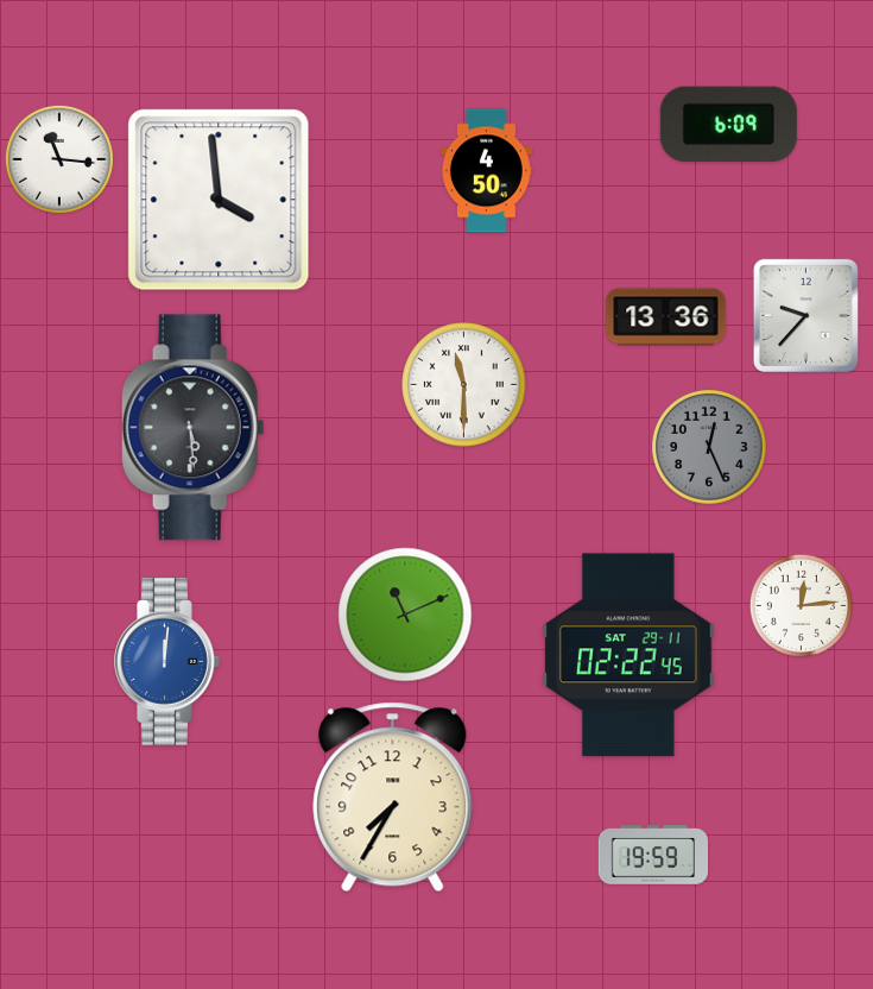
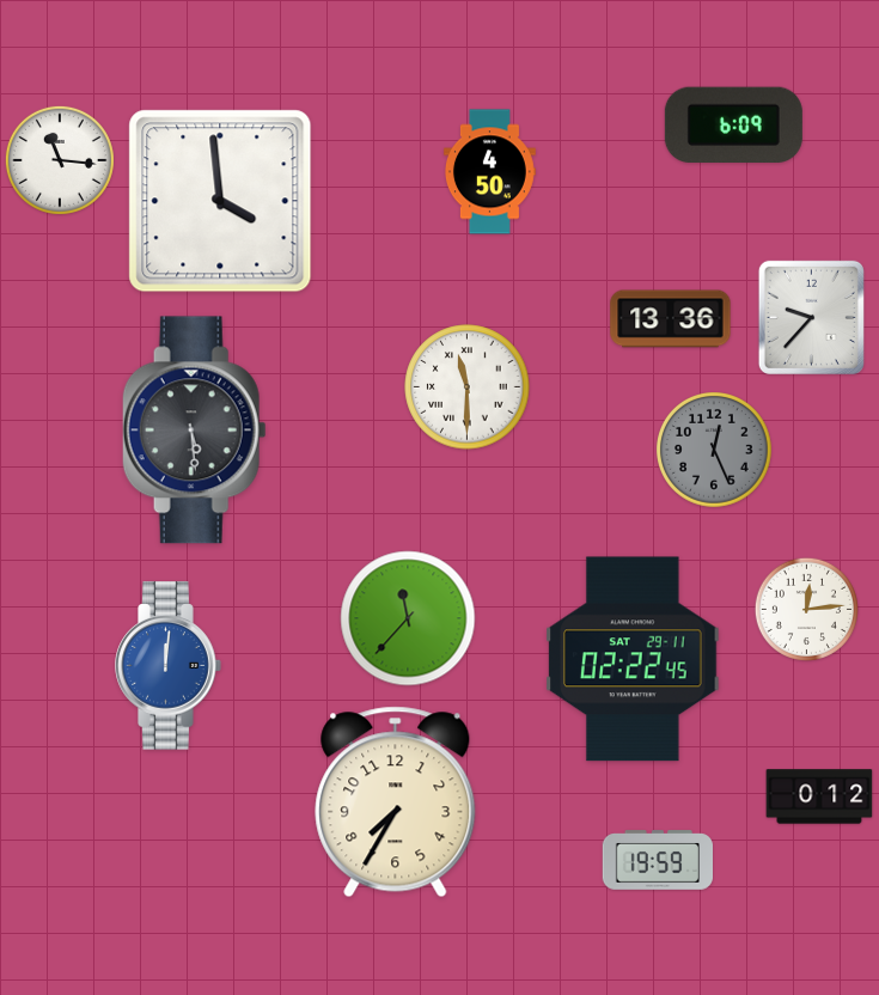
clock at (405, 615): 11:11 -> 11:37
clock at (819, 796): none -> 0:12
